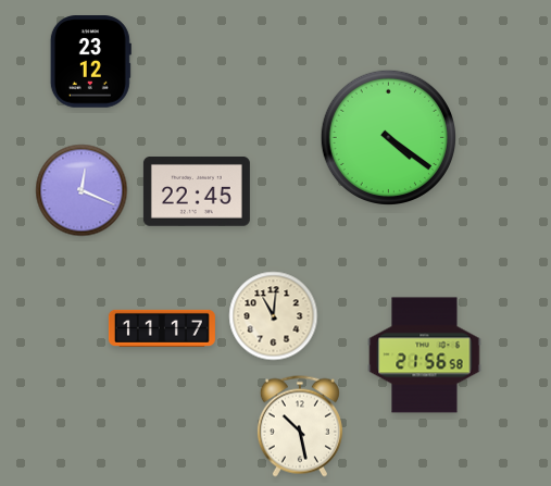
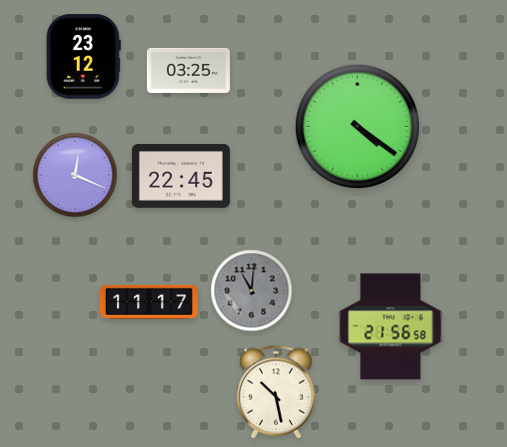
clock at (188, 70): none -> 03:25
clock at (274, 316) dial: cream -> grey
